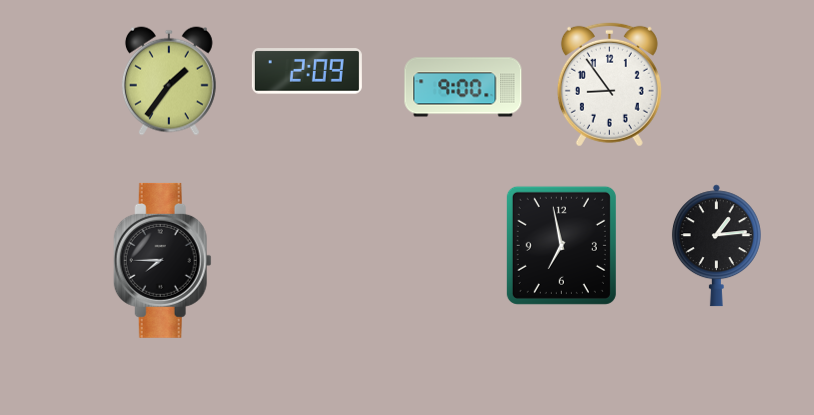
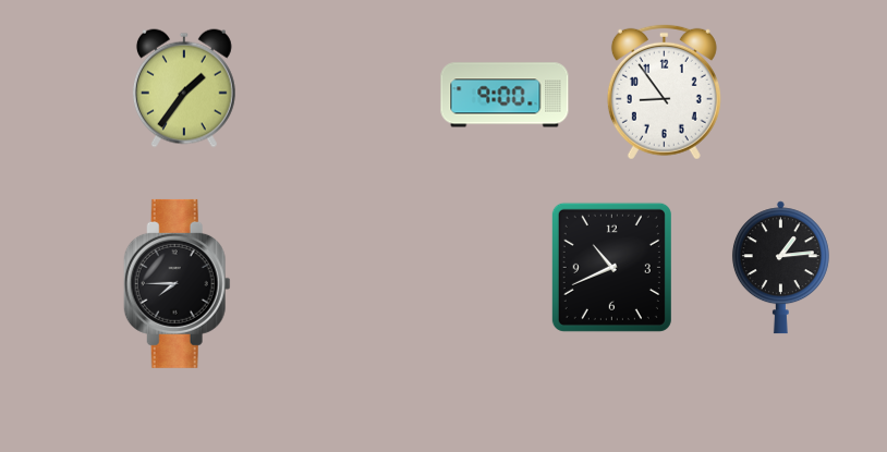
clock at (307, 71): 2:09 -> none
clock at (561, 245): 6:58 -> 10:41
